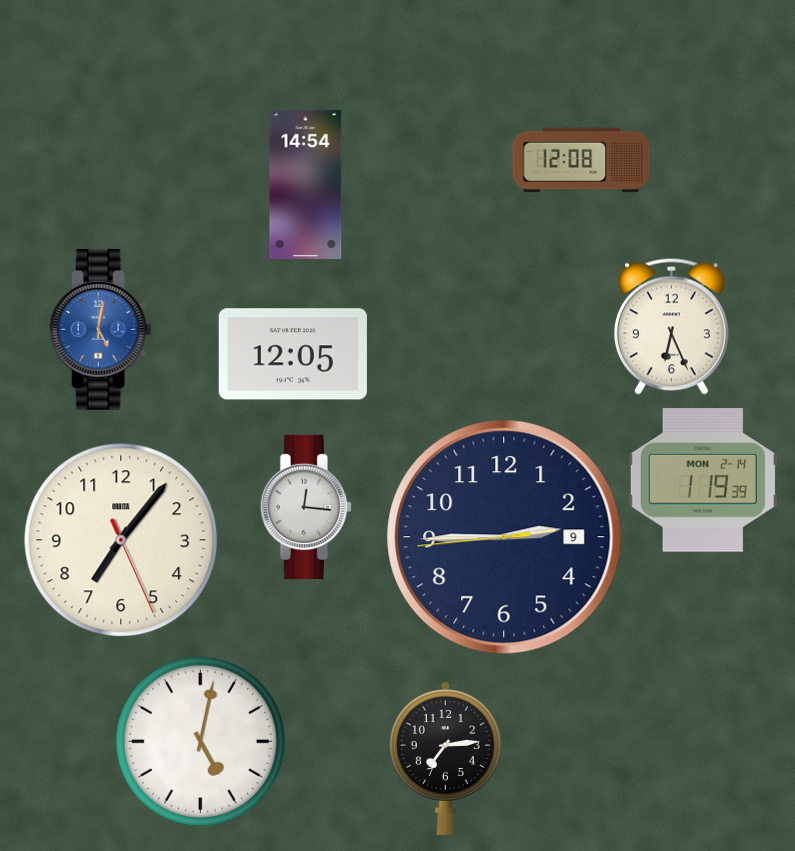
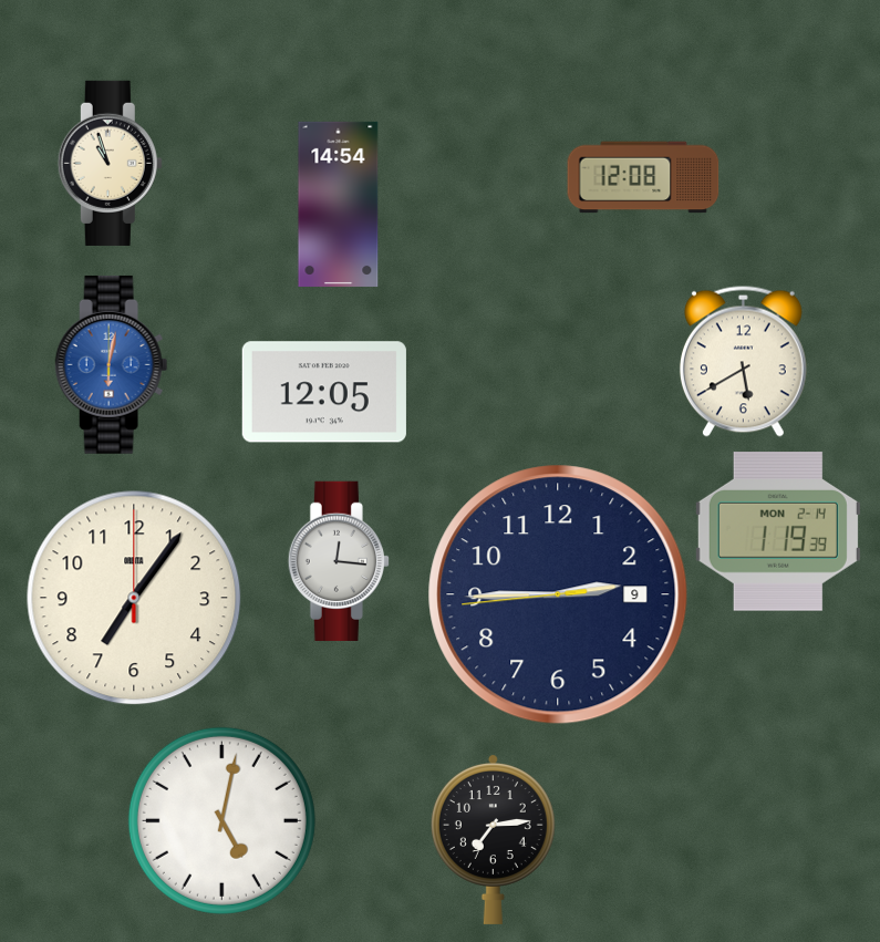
clock at (110, 163): none -> 10:57
clock at (671, 326): 6:26 -> 5:40
clock at (101, 329): 5:02 -> 6:02
clock at (121, 540): 7:06:26 -> 7:06:00
